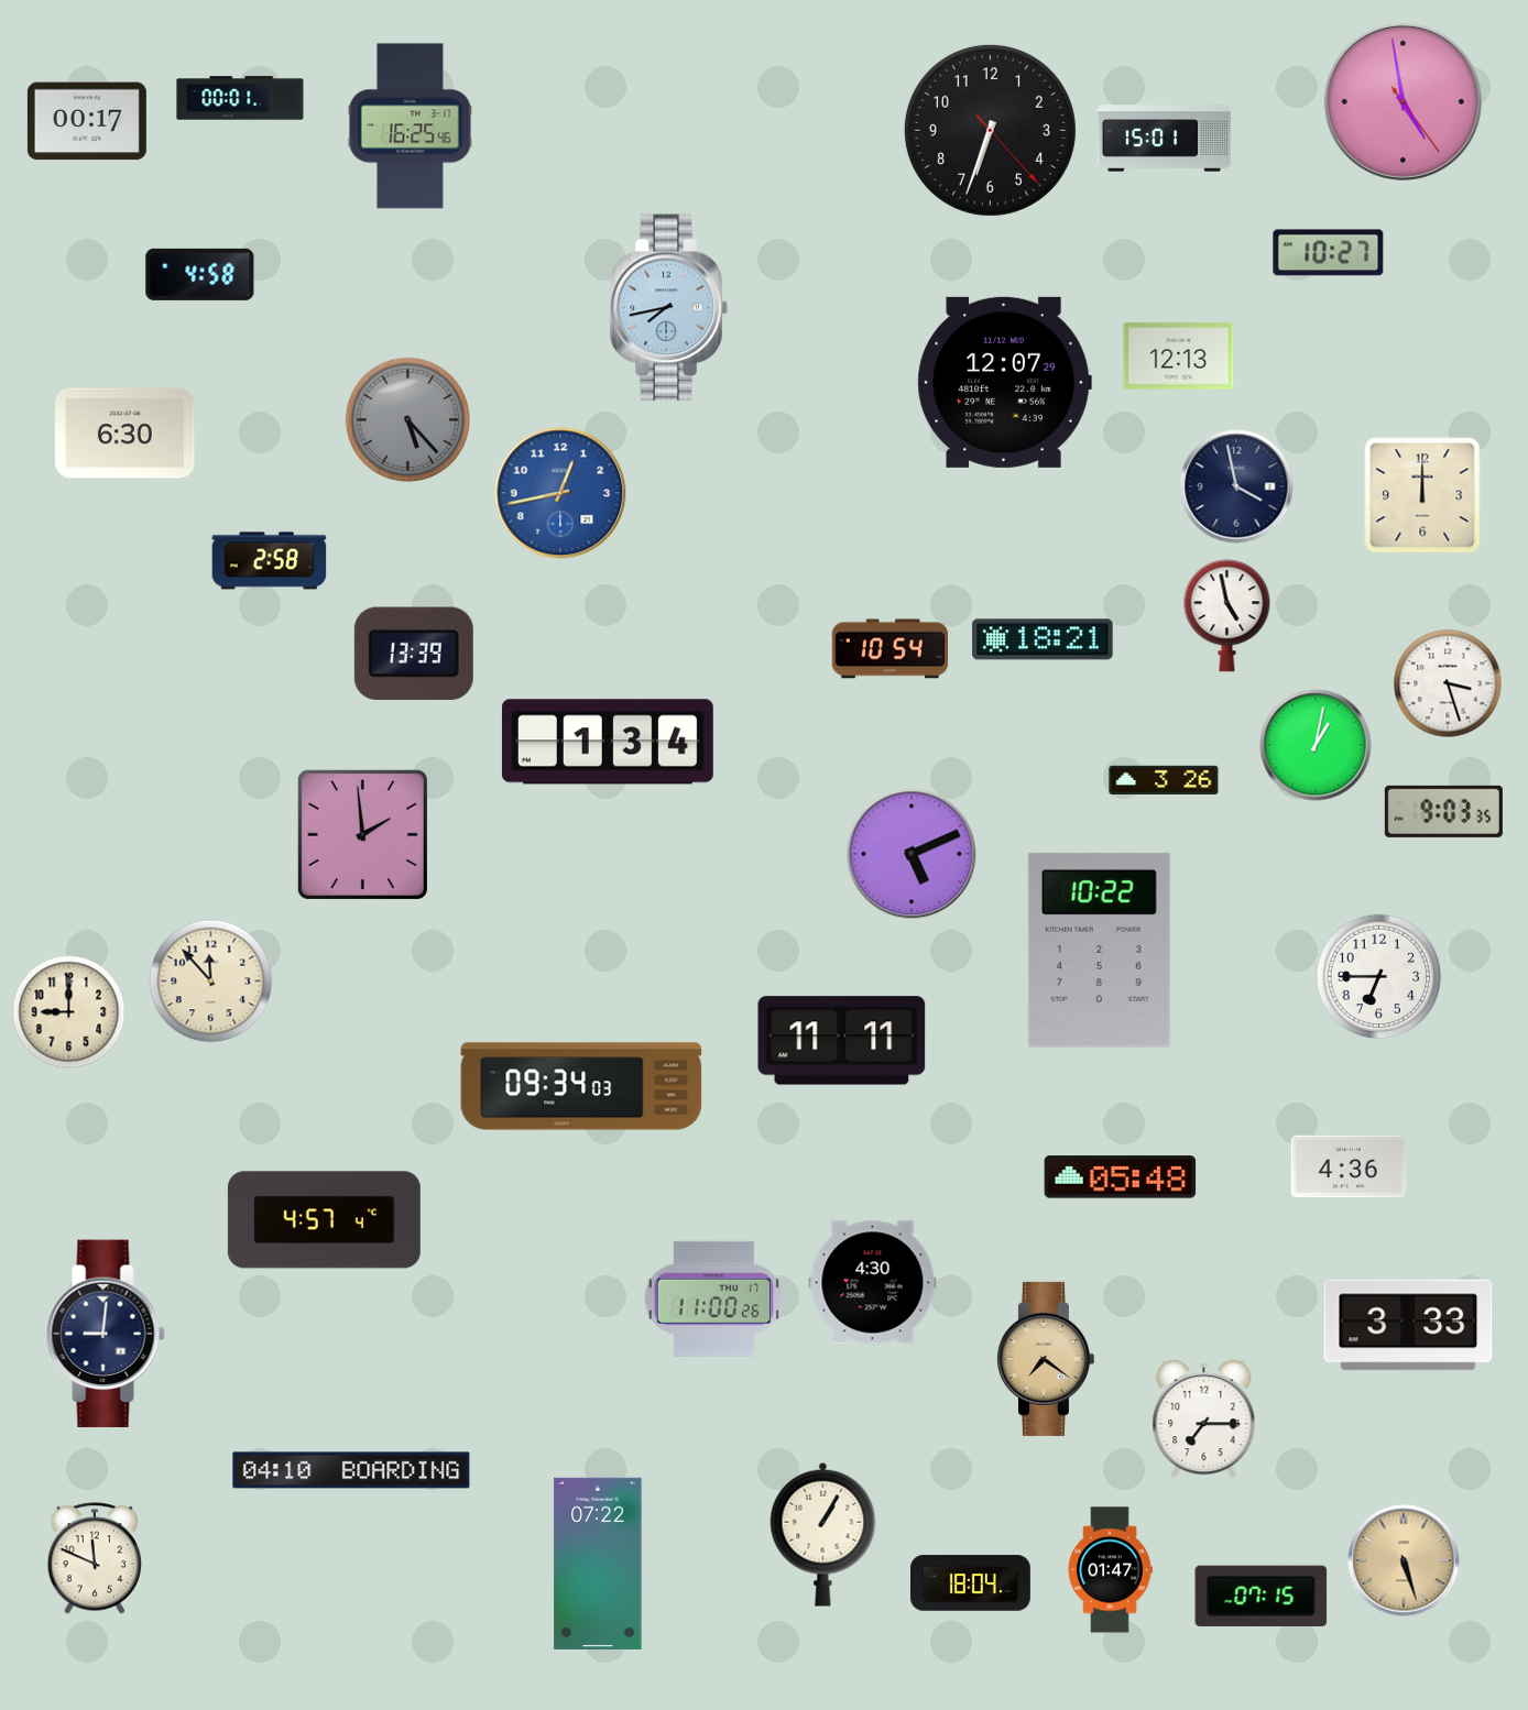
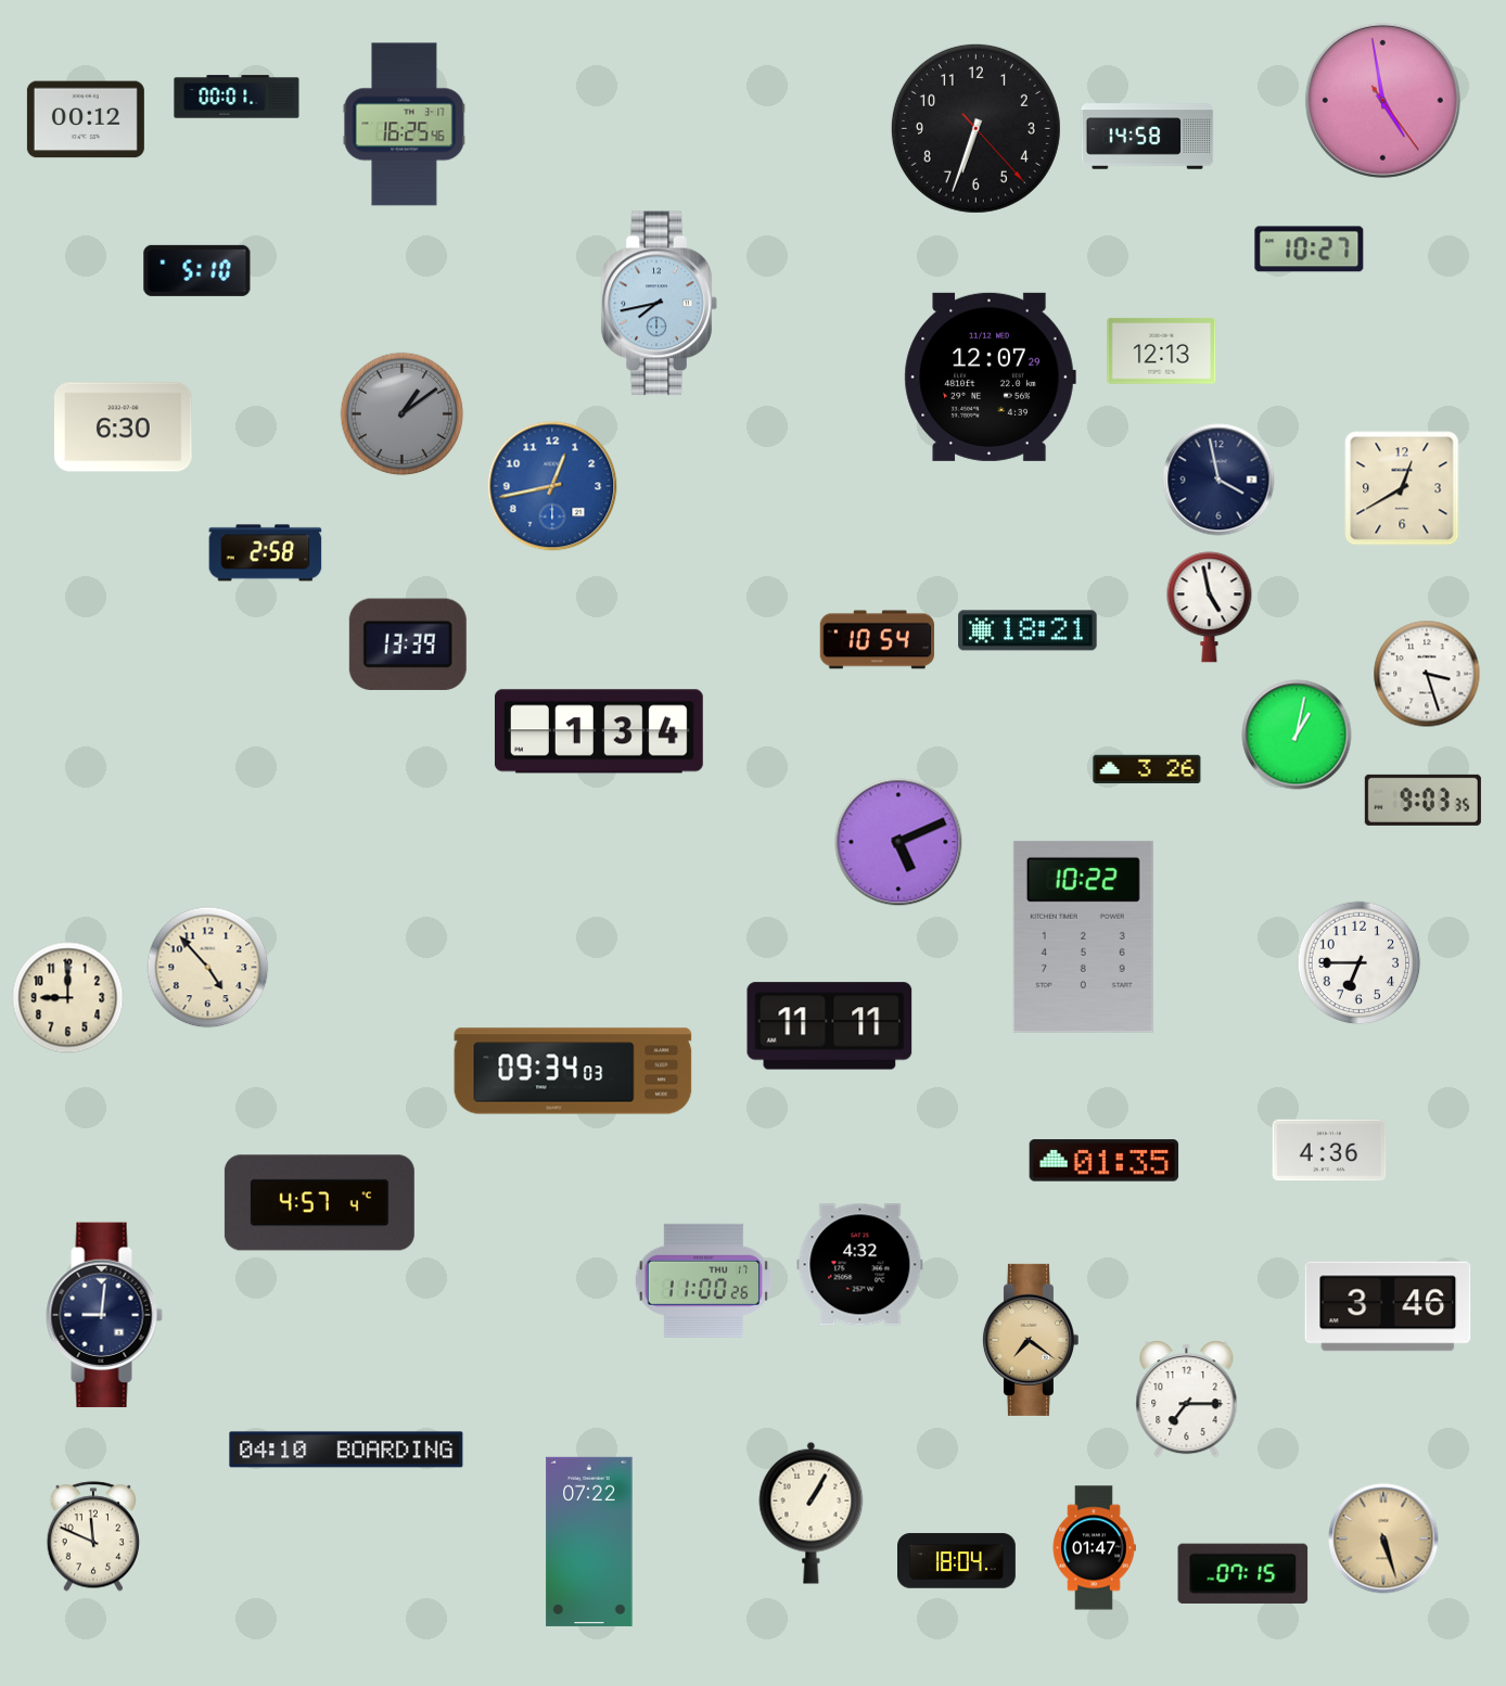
clock at (87, 121): 00:17 -> 00:12
clock at (1165, 139): 15:01 -> 14:58
clock at (200, 274): 4:58 -> 5:10
clock at (408, 420): 5:23 -> 1:09
clock at (1422, 495): 12:00 -> 12:40
clock at (362, 834): 1:59 -> none
clock at (211, 982): 11:53 -> 4:53
clock at (1121, 1177): 05:48 -> 01:35
clock at (873, 1283): 4:30 -> 4:32
clock at (1408, 1325): 3:33 -> 3:46
